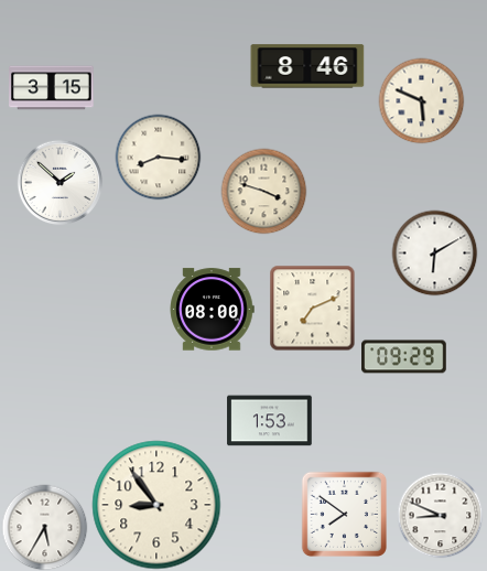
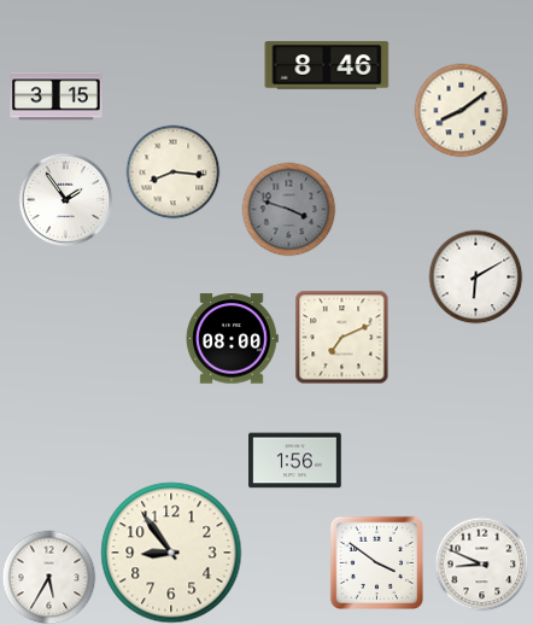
clock at (307, 66) position: (307, 66) -> (327, 65)
clock at (421, 100): 5:49 -> 8:09
clock at (59, 182): 1:52 -> 1:54
clock at (263, 191) dial: cream -> grey
clock at (404, 357): 09:29 -> none
clock at (270, 421): 1:53 -> 1:56
clock at (344, 514): 7:51 -> 3:51
